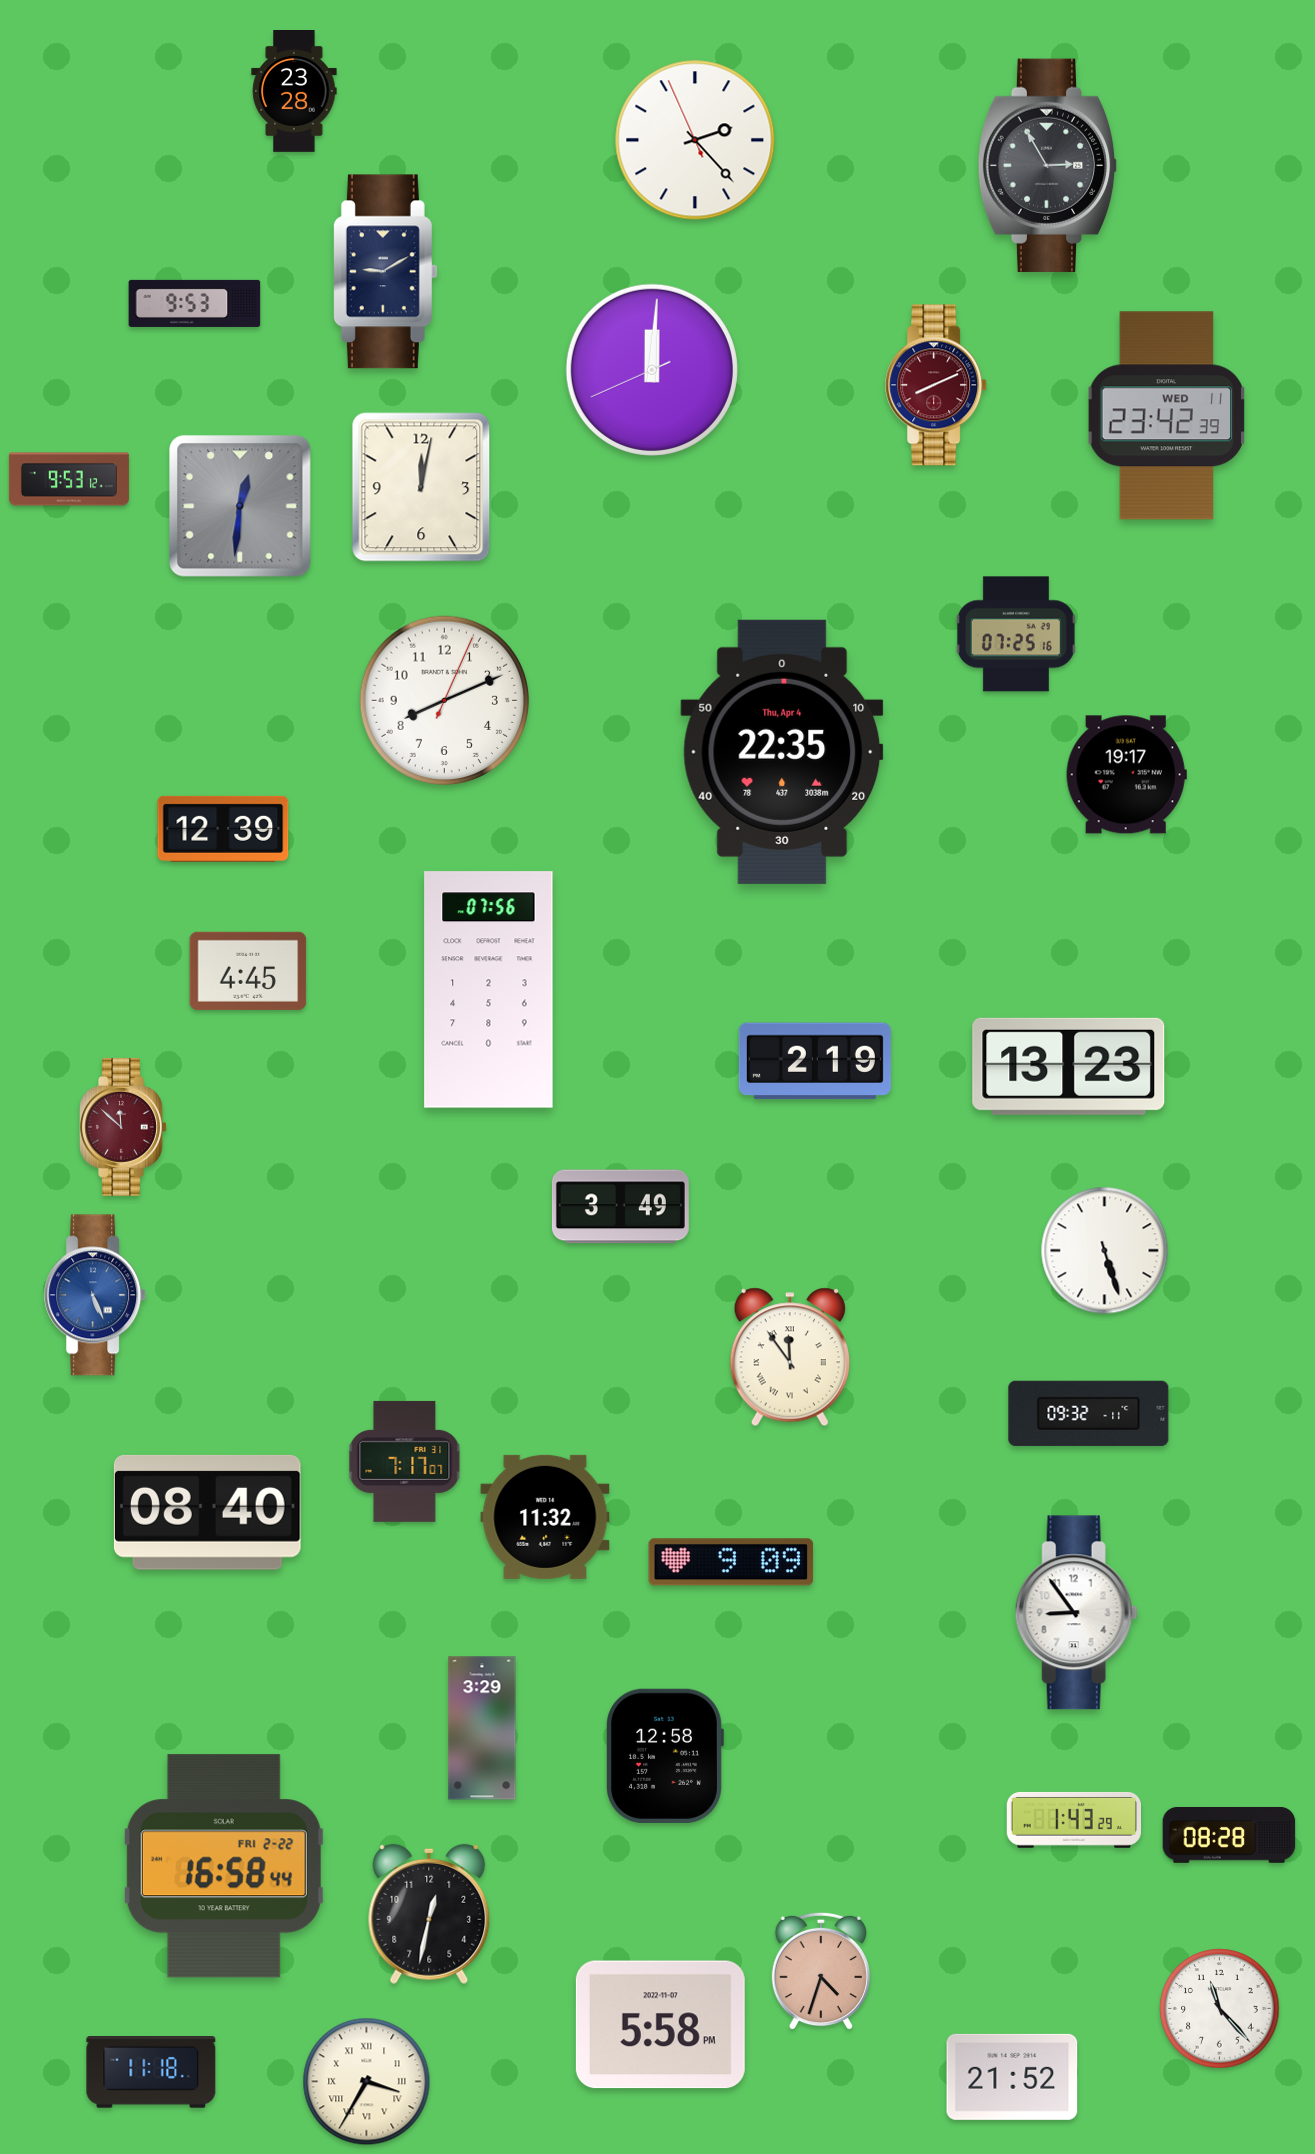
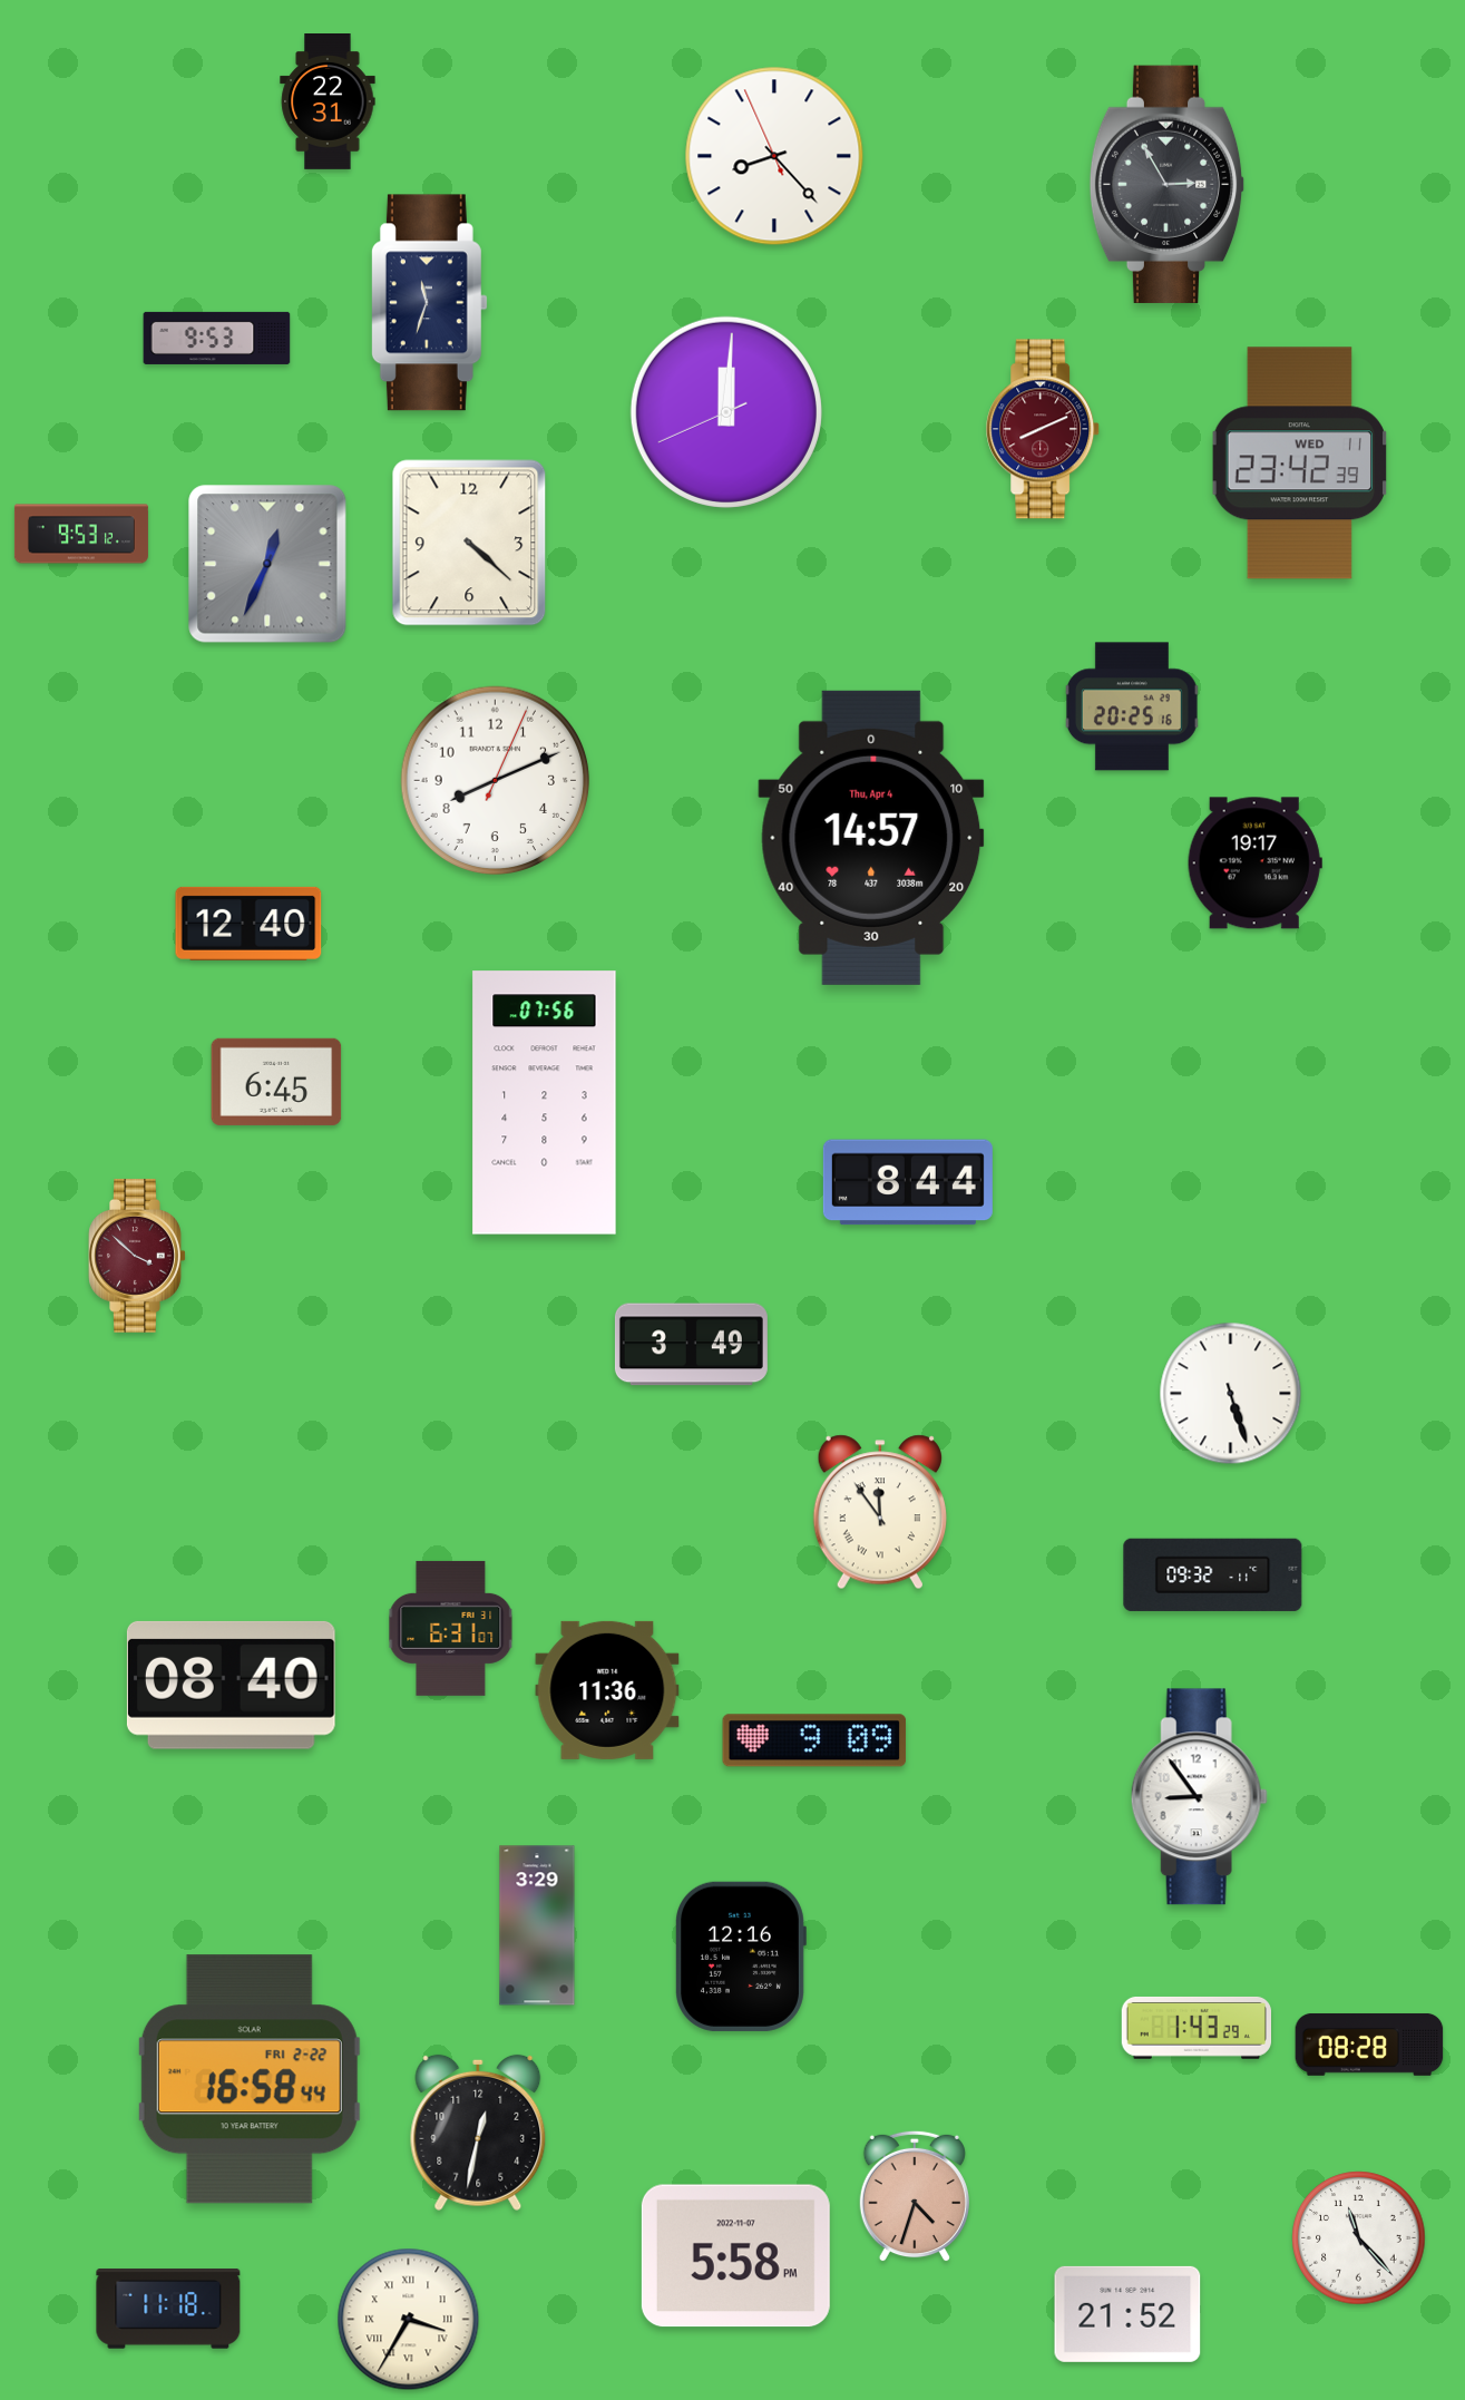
clock at (294, 92): 23:28 -> 22:31
clock at (695, 140): 2:22 -> 8:22
clock at (385, 272): 9:10 -> 11:33
clock at (69, 479) position: (69, 479) -> (81, 534)
clock at (421, 487): 12:02 -> 4:22
clock at (240, 506): 12:31 -> 12:34
clock at (1016, 634): 07:25 -> 20:25
clock at (782, 752): 22:35 -> 14:57
clock at (223, 829): 12:39 -> 12:40
clock at (248, 971): 4:45 -> 6:45
clock at (815, 1061): 2:19 -> 8:44
clock at (1069, 1066): 13:23 -> none
clock at (123, 1127): 11:52 -> 3:52
clock at (96, 1295): 5:26 -> none
clock at (405, 1461): 7:17 -> 6:31
clock at (545, 1517): 11:32 -> 11:36
clock at (665, 1756): 12:58 -> 12:16
